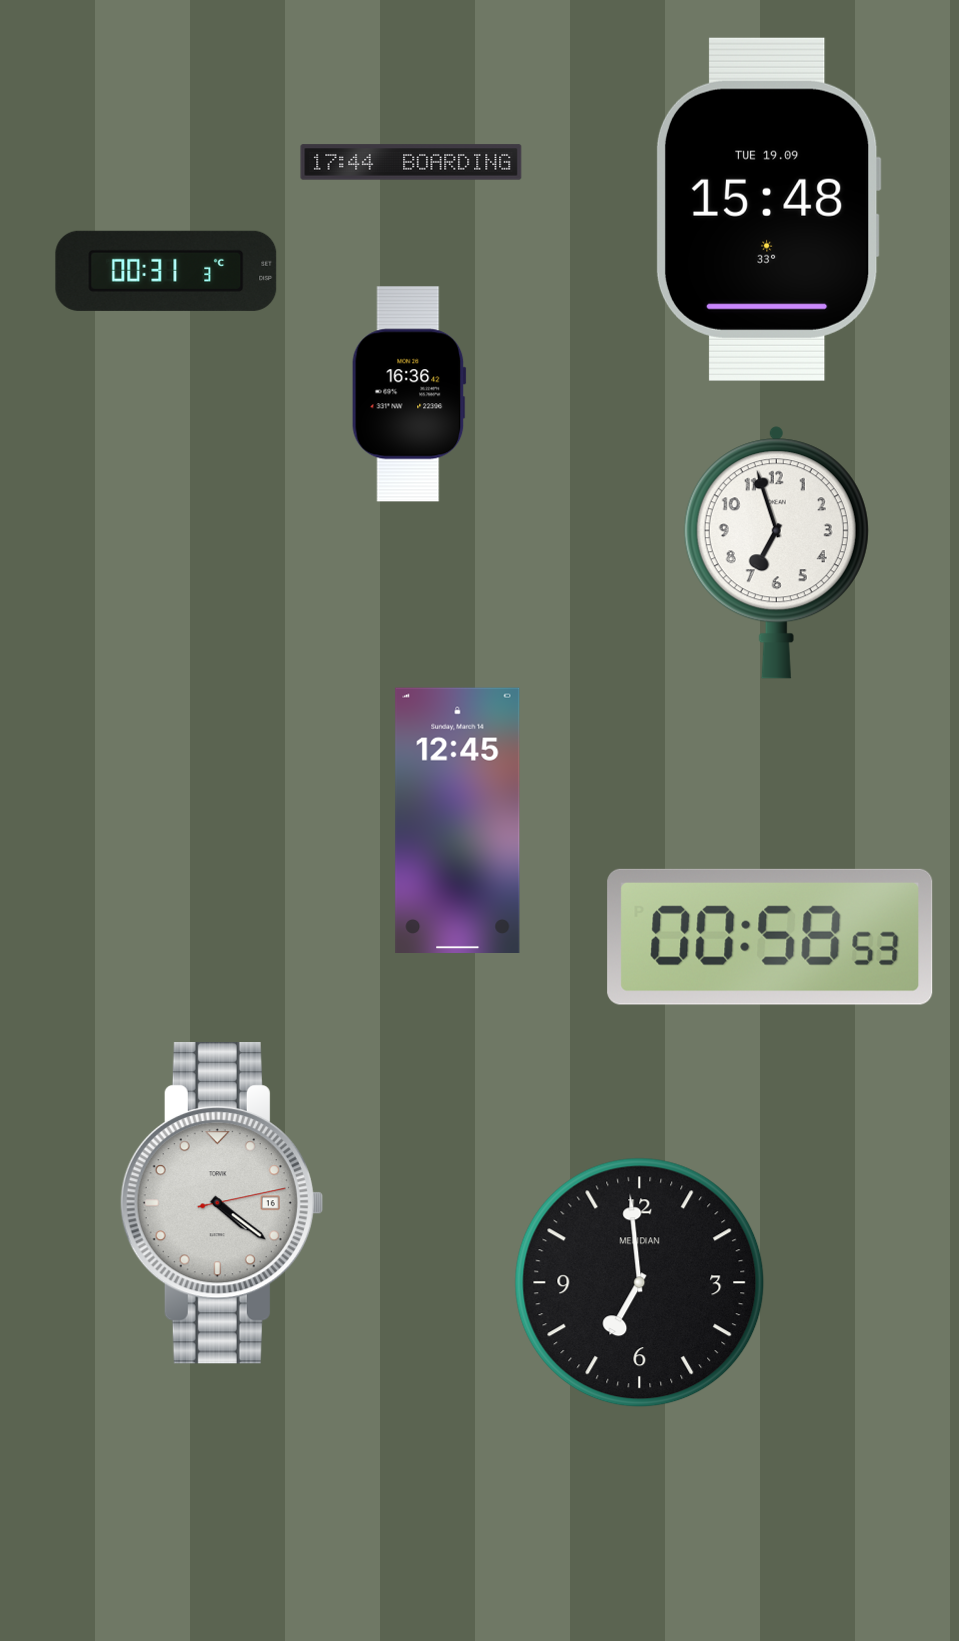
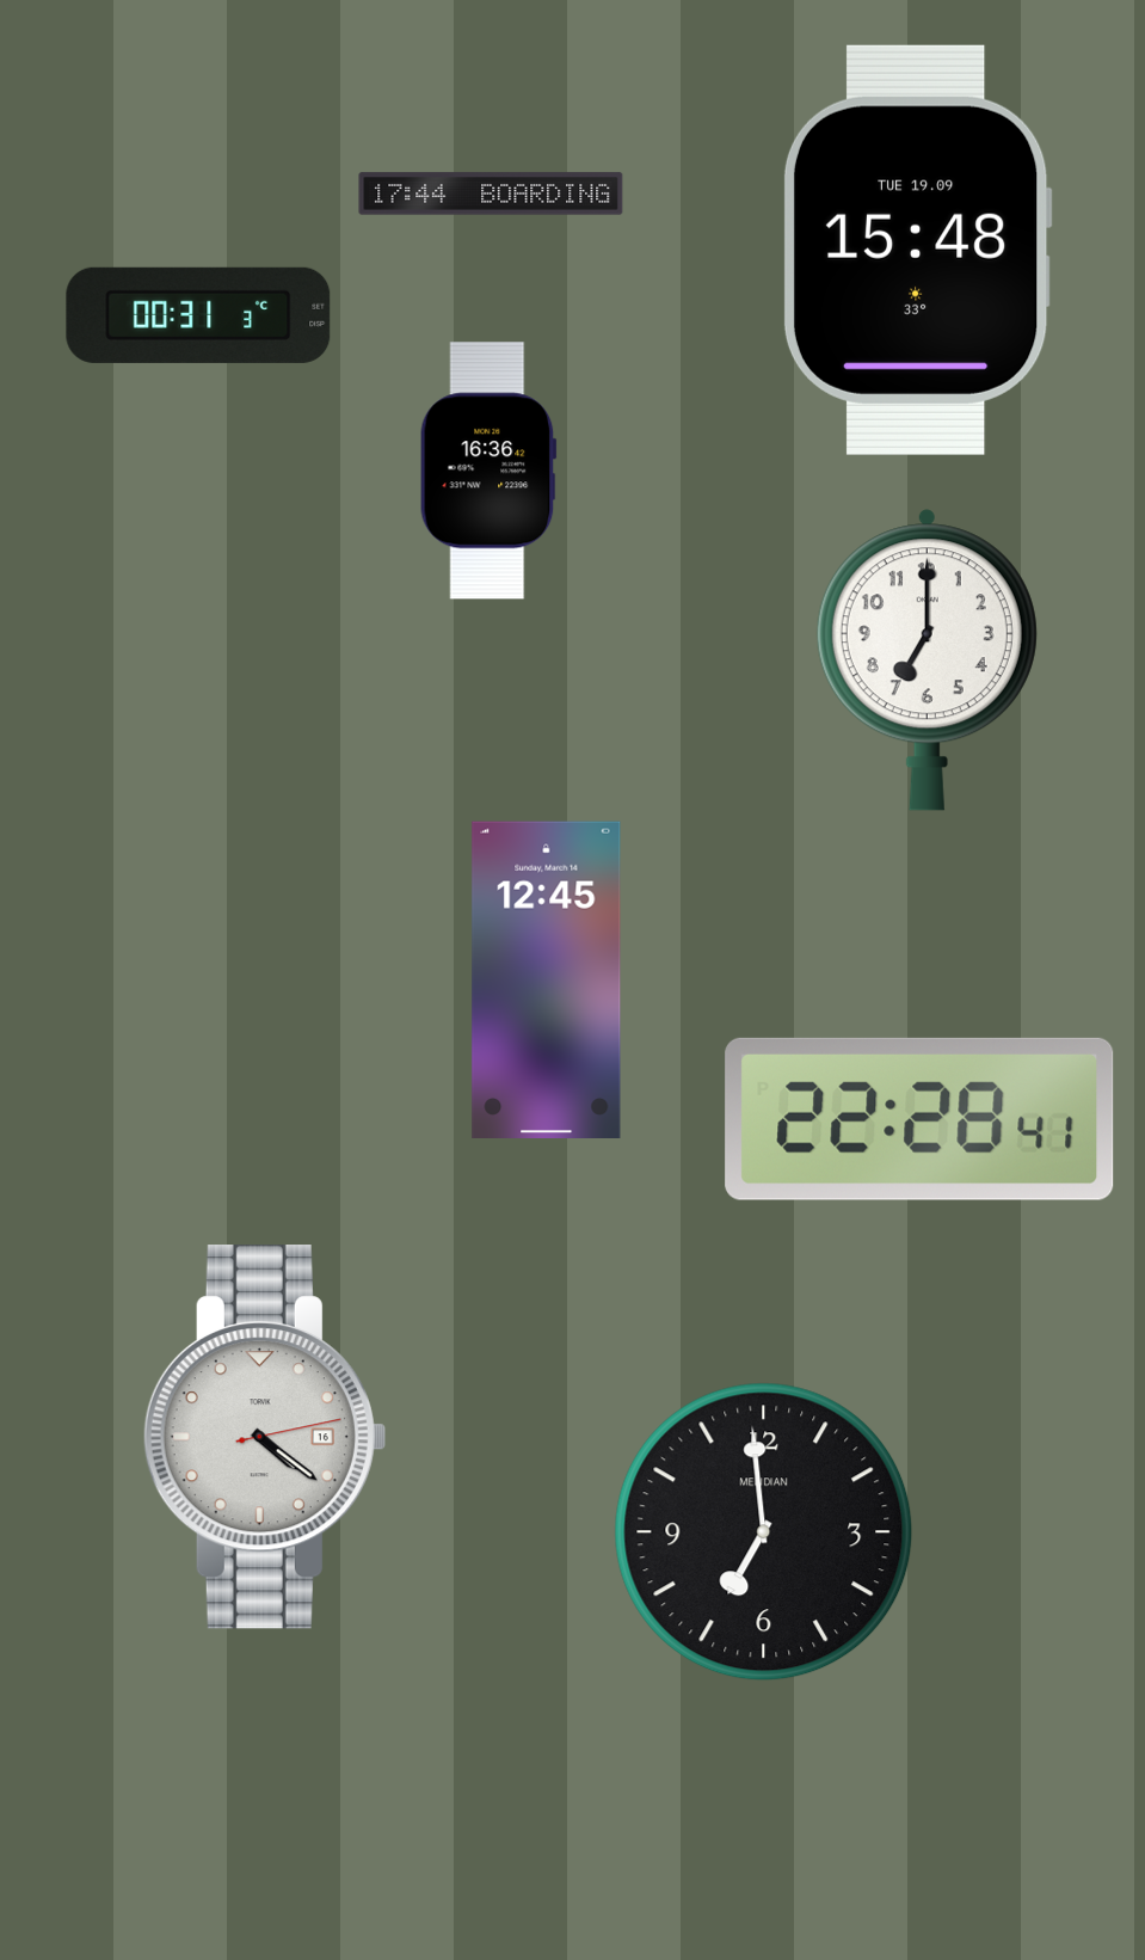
clock at (166, 271) position: (166, 271) -> (198, 315)
clock at (776, 552): 6:57 -> 7:00
clock at (770, 937): 00:58 -> 22:28
